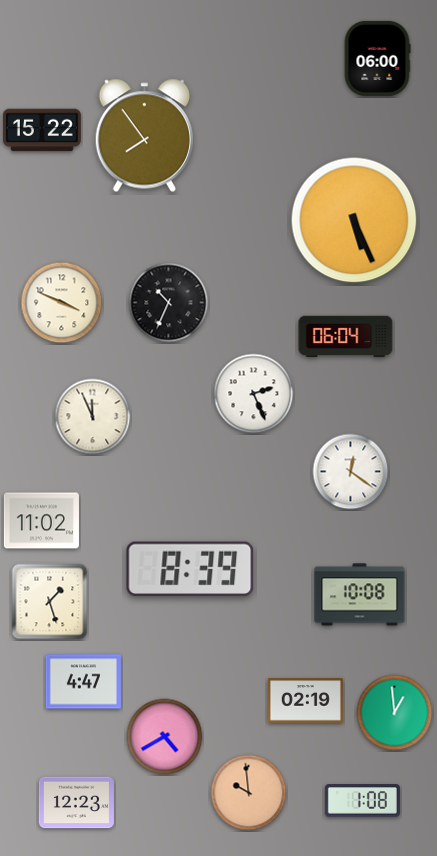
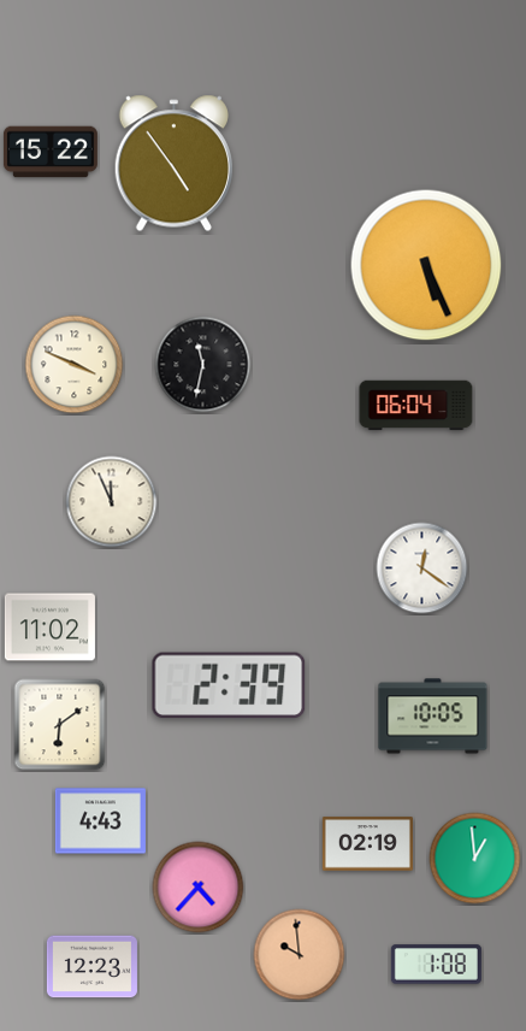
clock at (377, 58): 06:00 -> none
clock at (42, 130) position: (42, 130) -> (51, 152)
clock at (144, 136): 7:54 -> 4:54
clock at (169, 303): 10:34 -> 11:32
clock at (254, 394): 2:26 -> none
clock at (190, 569): 8:39 -> 2:39
clock at (360, 595): 10:08 -> 10:05
clock at (50, 602): 1:27 -> 6:09
clock at (83, 682): 4:47 -> 4:43
clock at (165, 737): 4:40 -> 4:37
